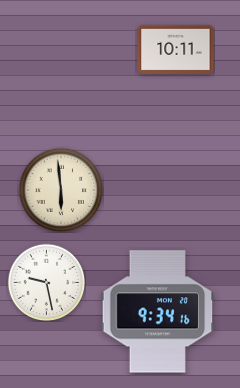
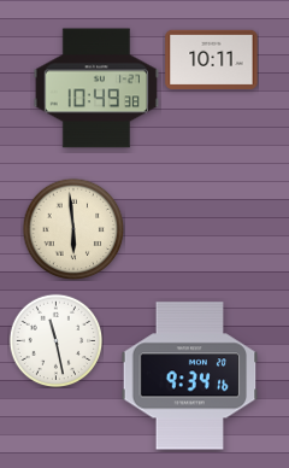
clock at (96, 88): none -> 10:49
clock at (46, 282): 9:28 -> 11:28
